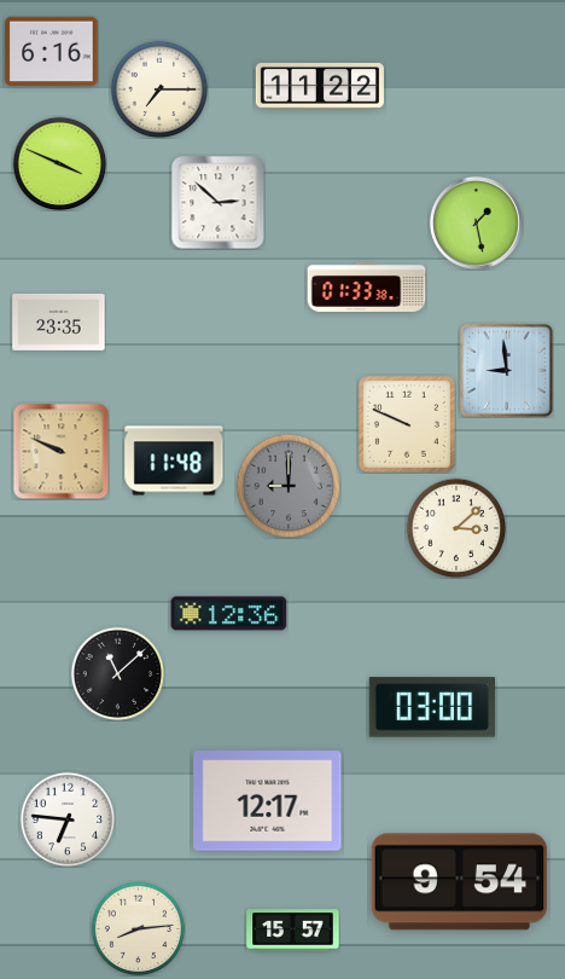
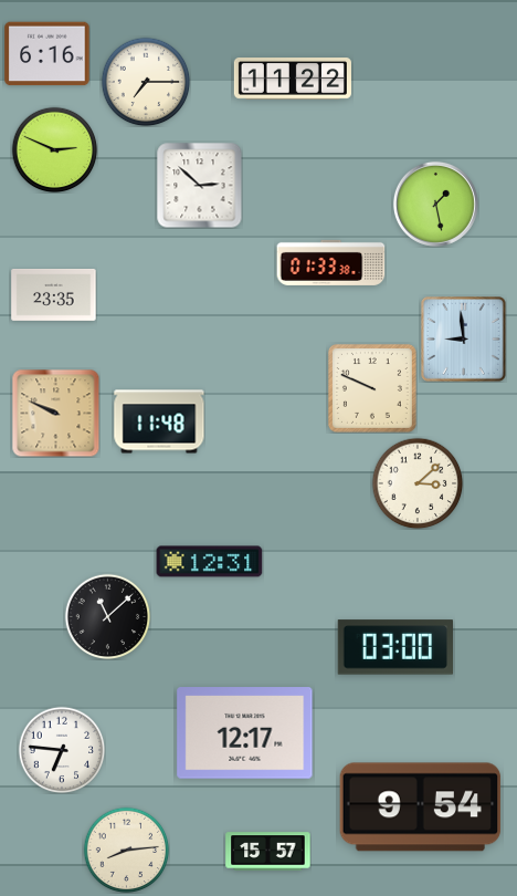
clock at (52, 52) position: (52, 52) -> (48, 54)
clock at (59, 163): 3:49 -> 2:49
clock at (367, 286) position: (367, 286) -> (331, 262)
clock at (289, 486): 9:00 -> none
clock at (229, 614): 12:36 -> 12:31
